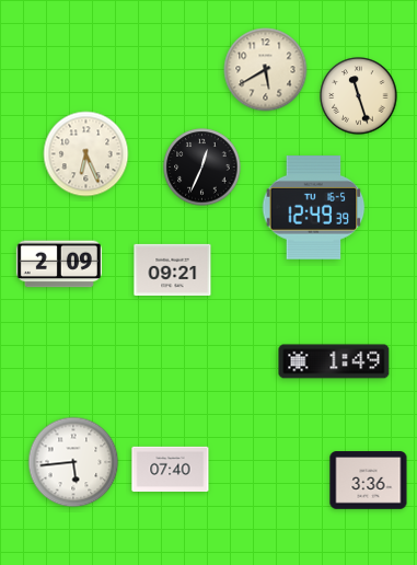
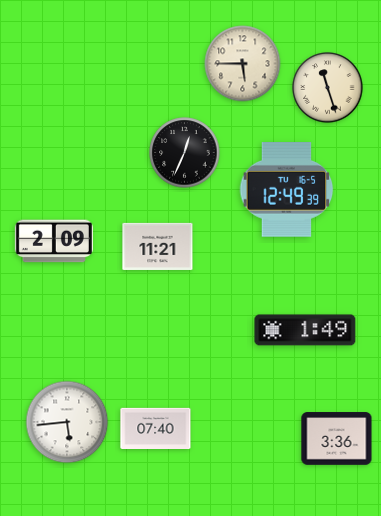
clock at (266, 70): 5:40 -> 5:45
clock at (86, 154): 6:26 -> none
clock at (173, 269): 09:21 -> 11:21
